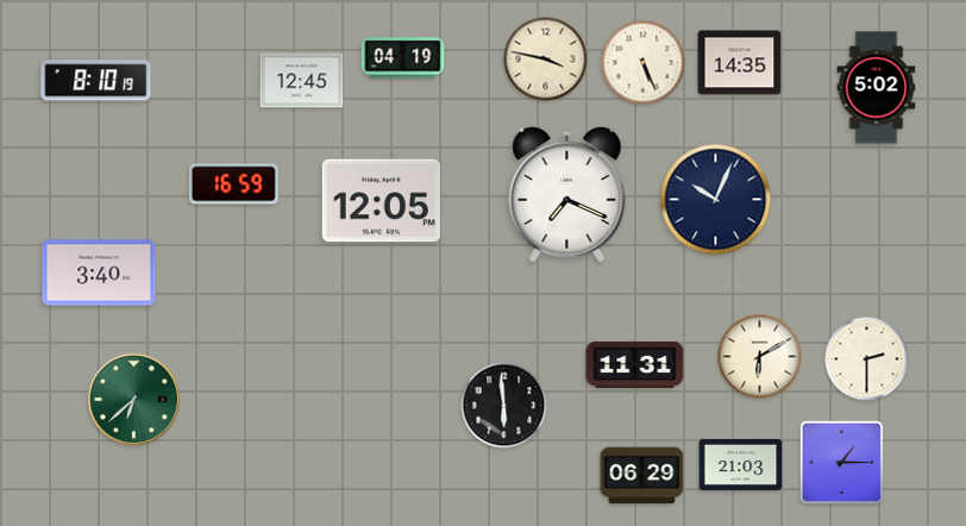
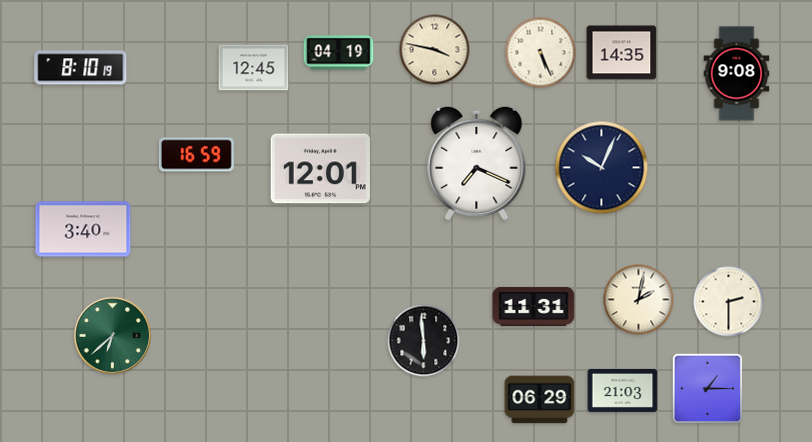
clock at (403, 58) position: (403, 58) -> (339, 53)
clock at (546, 60) position: (546, 60) -> (435, 50)
clock at (877, 88): 5:02 -> 9:08
clock at (381, 201): 12:05 -> 12:01
clock at (760, 357): 6:10 -> 2:02
